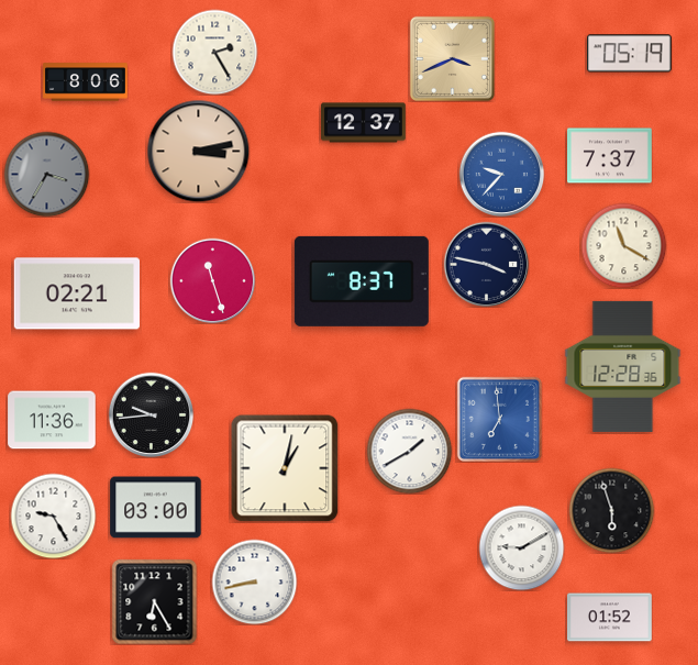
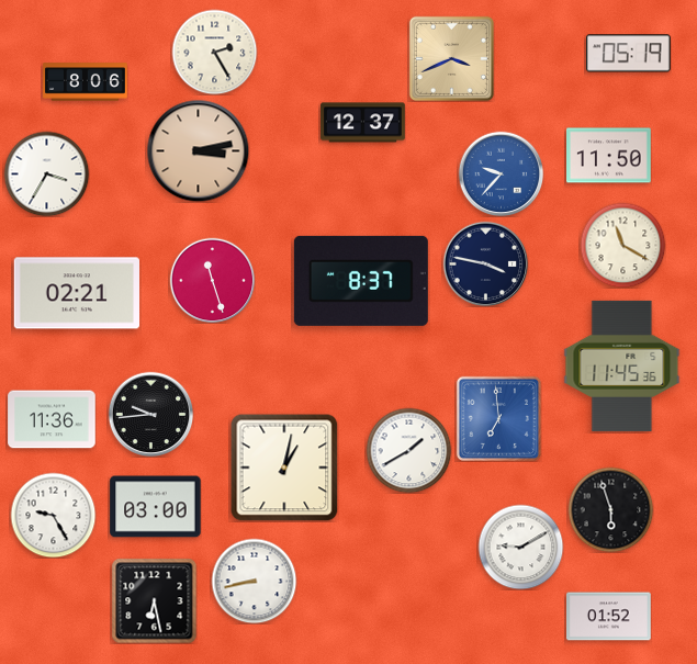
clock at (610, 156): 7:37 -> 11:50
clock at (46, 174) dial: grey -> white
clock at (623, 366): 12:28 -> 11:45
clock at (154, 601): 6:25 -> 6:28
